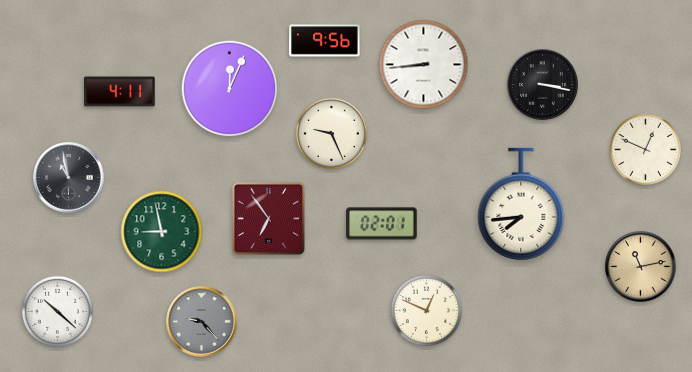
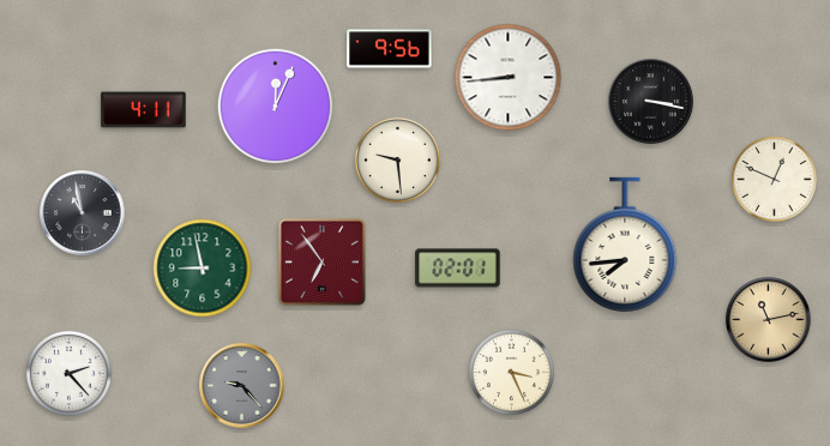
clock at (331, 133): 9:26 -> 9:29
clock at (162, 232) position: (162, 232) -> (203, 269)
clock at (426, 310): 12:49 -> 3:26
clock at (57, 311): 10:22 -> 2:23
